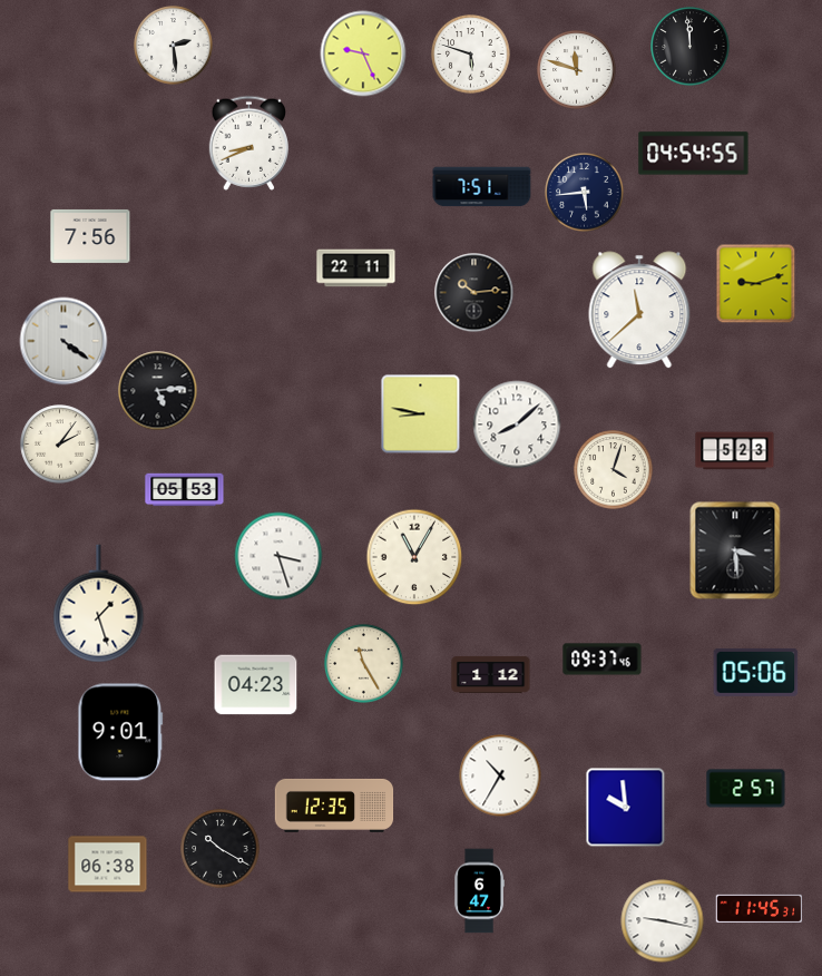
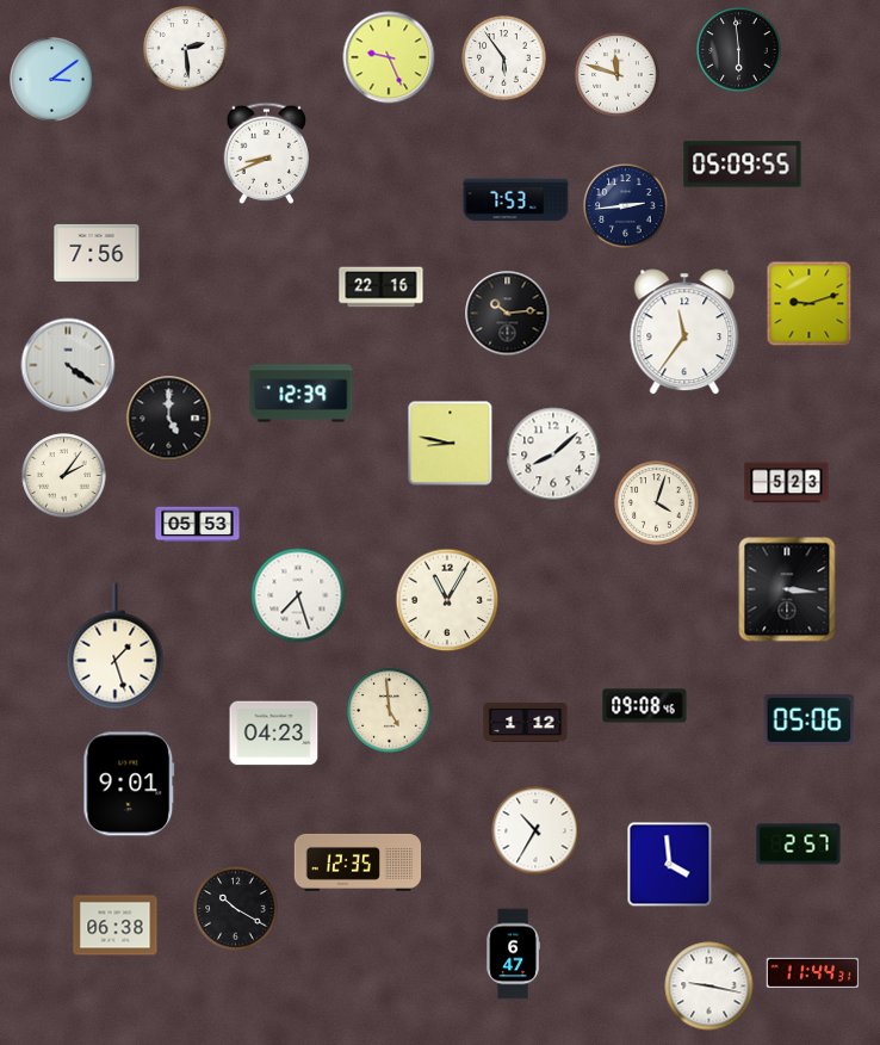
clock at (691, 47): 11:59 -> 5:59
clock at (471, 55): 5:48 -> 5:54
clock at (52, 80): none -> 3:09
clock at (694, 154): 04:54 -> 05:09
clock at (482, 187): 7:51 -> 7:53
clock at (585, 193): 5:44 -> 2:44
clock at (356, 269): 22:11 -> 22:16
clock at (639, 310): 11:38 -> 11:36
clock at (302, 394): none -> 12:39
clock at (158, 391): 5:14 -> 5:00
clock at (735, 550): 3:29 -> 3:16
clock at (278, 556): 3:27 -> 7:27
clock at (414, 557) position: (414, 557) -> (447, 600)
clock at (99, 604) position: (99, 604) -> (116, 647)
clock at (603, 660): 09:37 -> 09:08
clock at (364, 664): 11:25 -> 4:59
clock at (626, 808): 9:59 -> 3:59
clock at (760, 908): 11:45 -> 11:44
